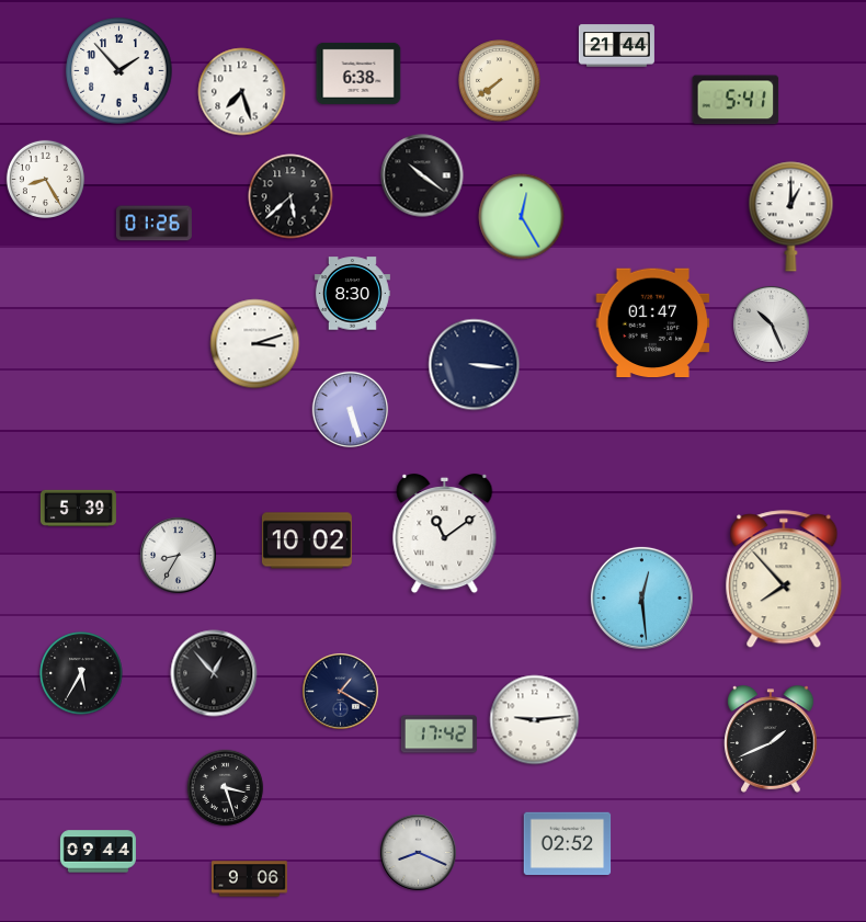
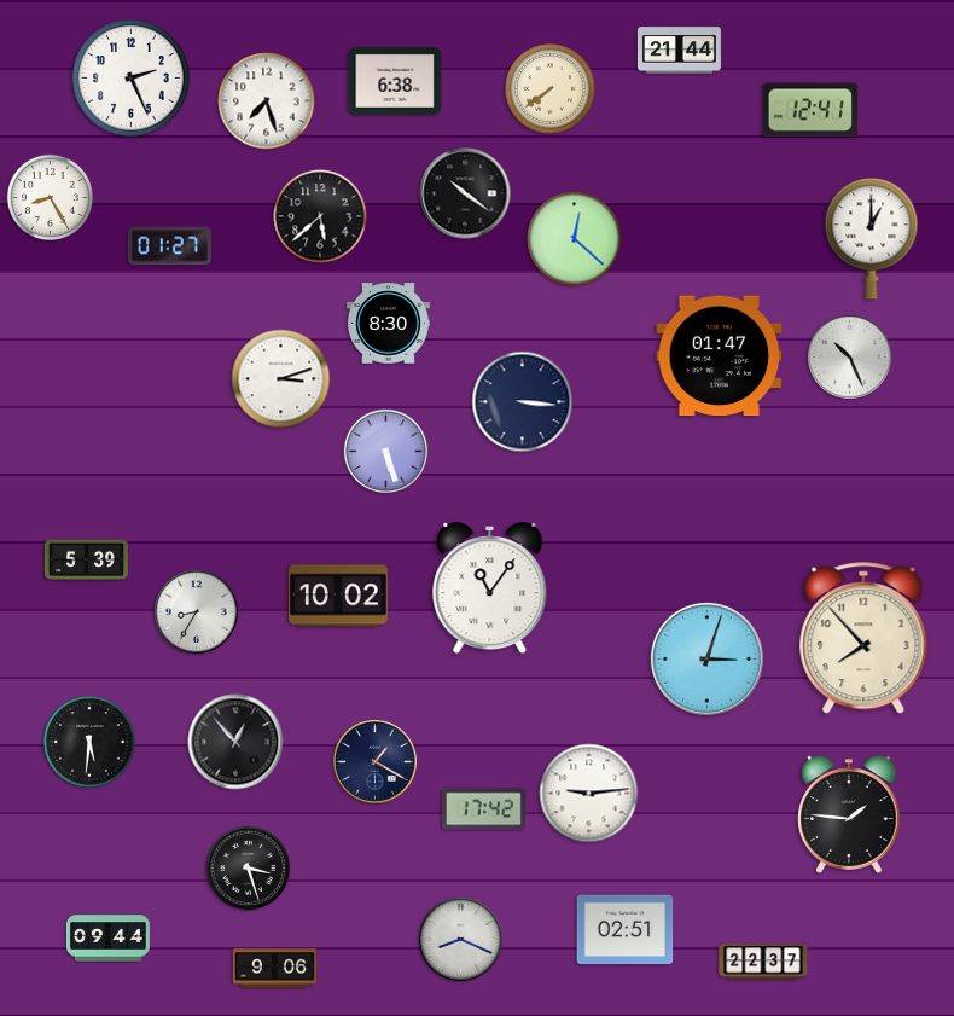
clock at (119, 71): 1:53 -> 2:26
clock at (736, 100): 5:41 -> 12:41
clock at (522, 217): 12:25 -> 12:22
clock at (153, 224): 01:26 -> 01:27
clock at (445, 534): 11:09 -> 11:06
clock at (641, 597): 12:29 -> 3:03
clock at (81, 673): 5:35 -> 5:31
clock at (771, 739): 1:41 -> 1:46
clock at (568, 844): 02:52 -> 02:51
clock at (763, 962): none -> 22:37
